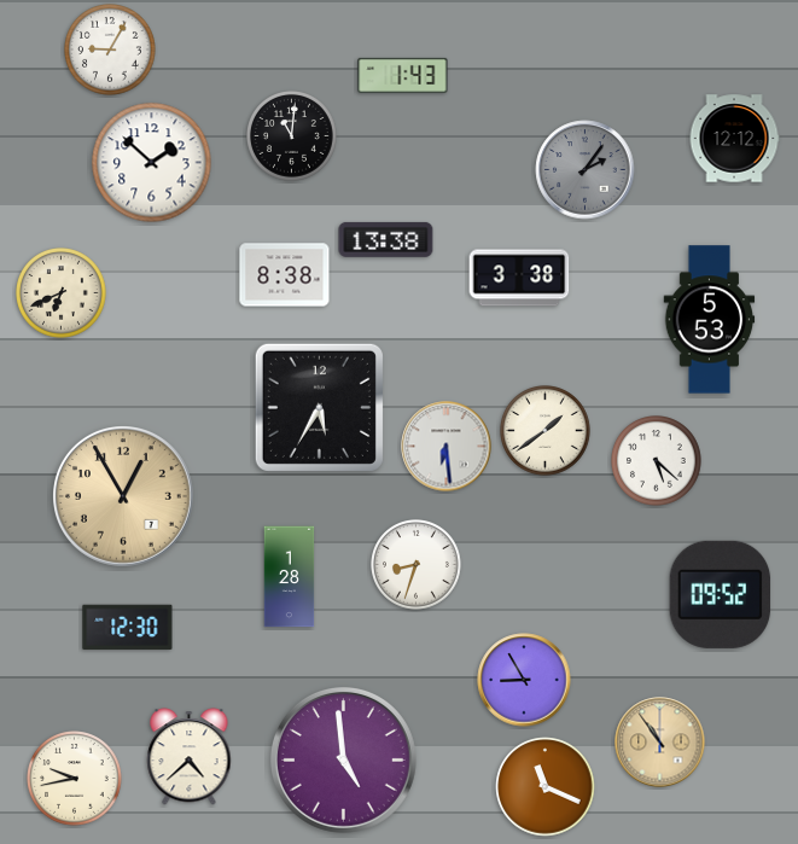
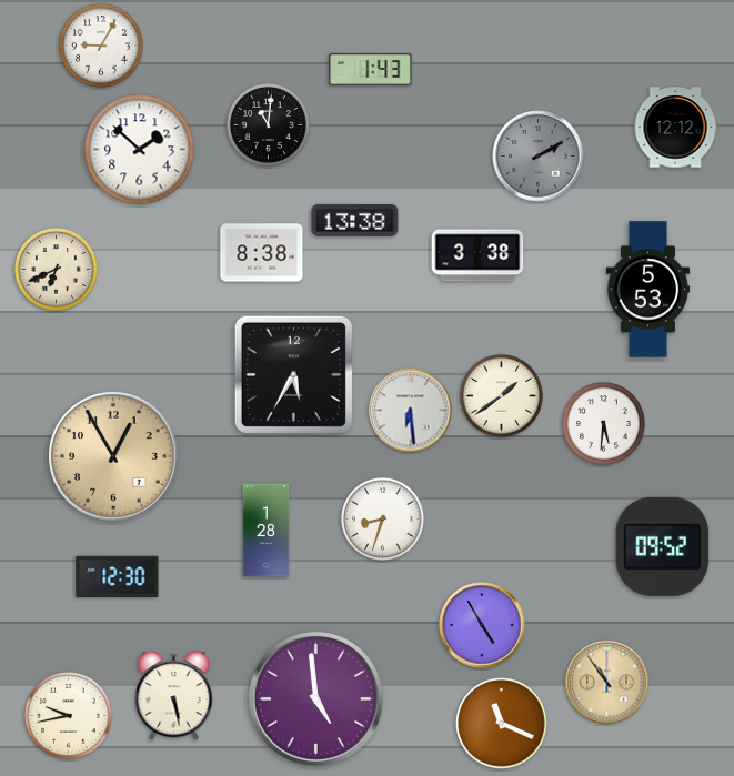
clock at (586, 170): 2:06 -> 2:10
clock at (710, 320) position: (710, 320) -> (648, 290)
clock at (657, 461): 5:22 -> 5:31
clock at (524, 680): 8:55 -> 4:55
clock at (190, 757): 4:38 -> 5:28
